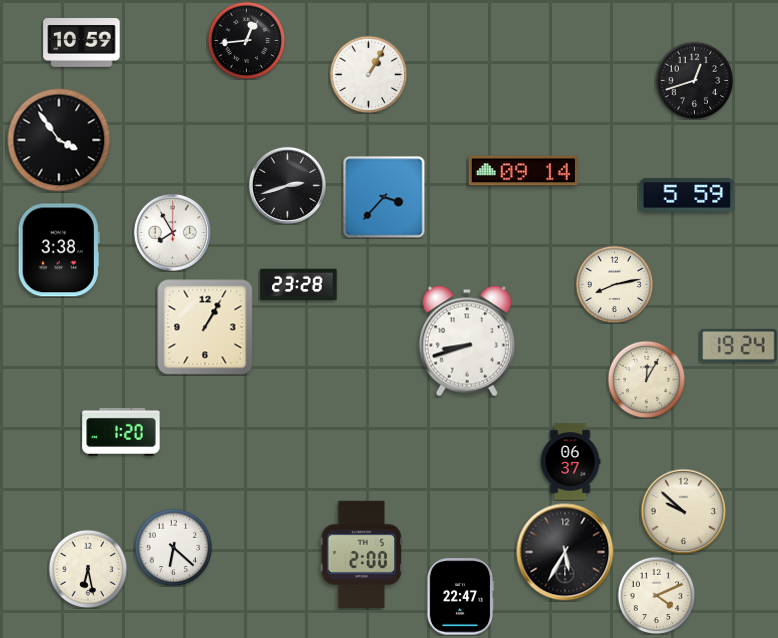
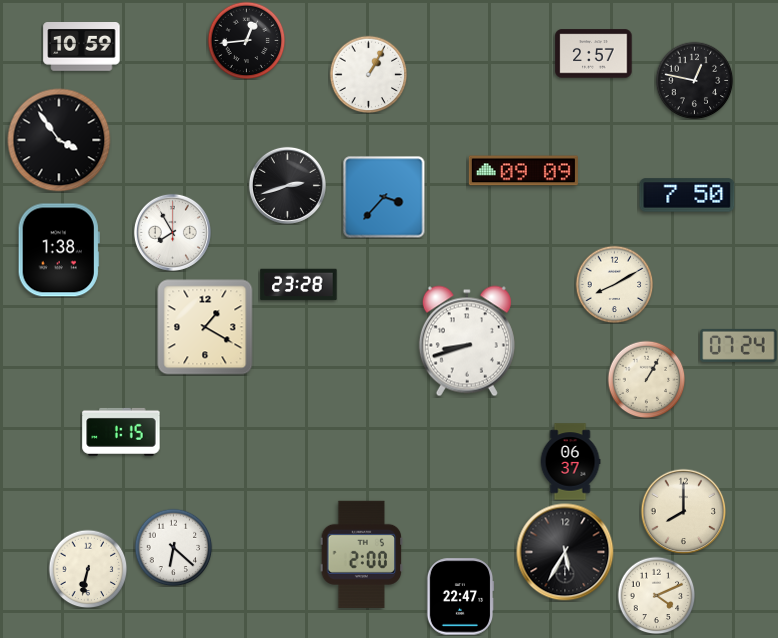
clock at (82, 43) position: (82, 43) -> (82, 47)
clock at (594, 54): none -> 2:57
clock at (694, 80): 12:42 -> 12:47
clock at (523, 171): 09:14 -> 09:09
clock at (687, 195): 5:59 -> 7:50
clock at (59, 250): 3:38 -> 1:38
clock at (614, 284): 8:13 -> 8:10
clock at (205, 327): 1:05 -> 1:20
clock at (739, 345): 19:24 -> 07:24
clock at (646, 379): 12:05 -> 1:05
clock at (121, 432): 1:20 -> 1:15
clock at (683, 511): 9:52 -> 8:00
clock at (88, 569): 6:28 -> 6:32
